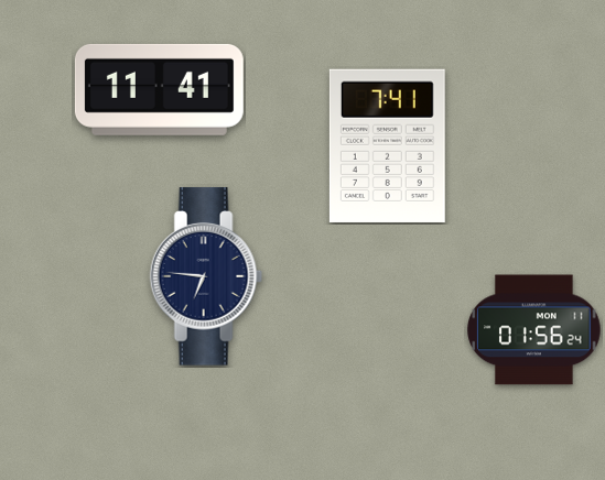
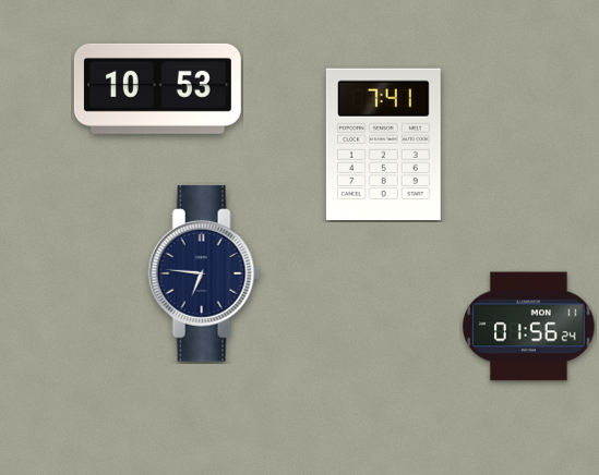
clock at (159, 89): 11:41 -> 10:53
